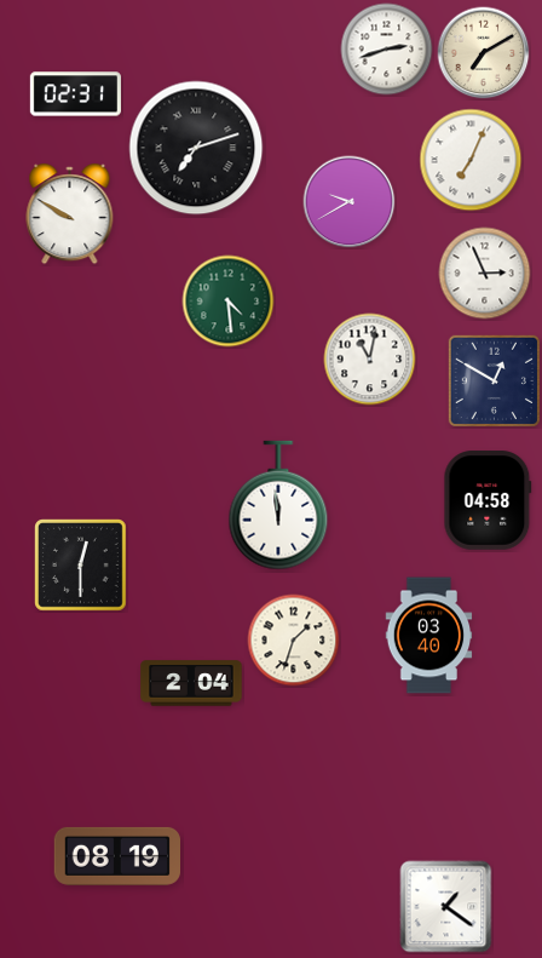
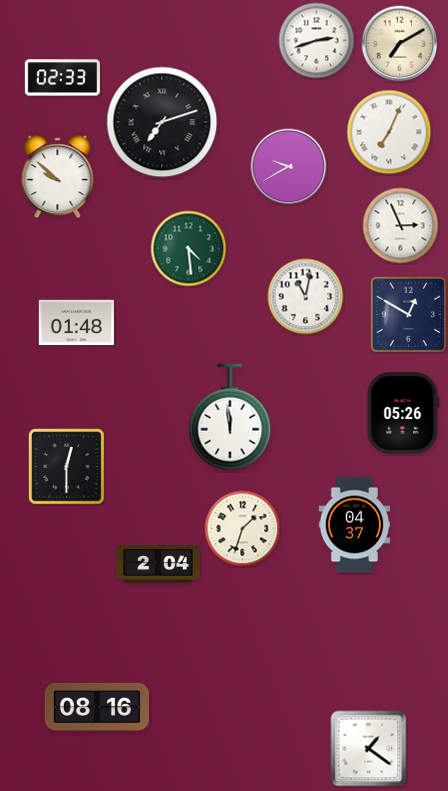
clock at (387, 50) position: (387, 50) -> (317, 41)
clock at (75, 94): 02:31 -> 02:33
clock at (70, 214): 9:50 -> 9:52
clock at (76, 323): none -> 01:48
clock at (488, 500): 04:58 -> 05:26
clock at (429, 636): 03:40 -> 04:37
clock at (116, 856): 08:19 -> 08:16
